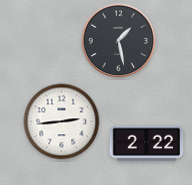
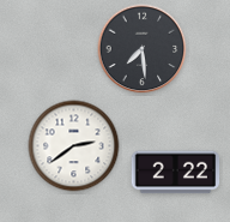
clock at (119, 41): 1:28 -> 7:29
clock at (62, 122): 2:44 -> 2:39
